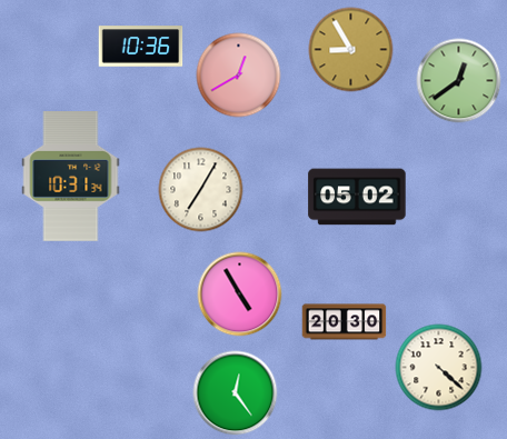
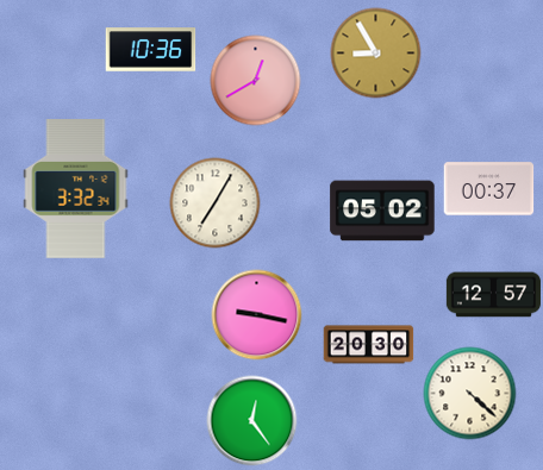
clock at (459, 81): 12:39 -> none
clock at (71, 177): 10:31 -> 3:32
clock at (489, 189): none -> 00:37
clock at (493, 295): none -> 12:57
clock at (240, 295): 4:55 -> 9:17
